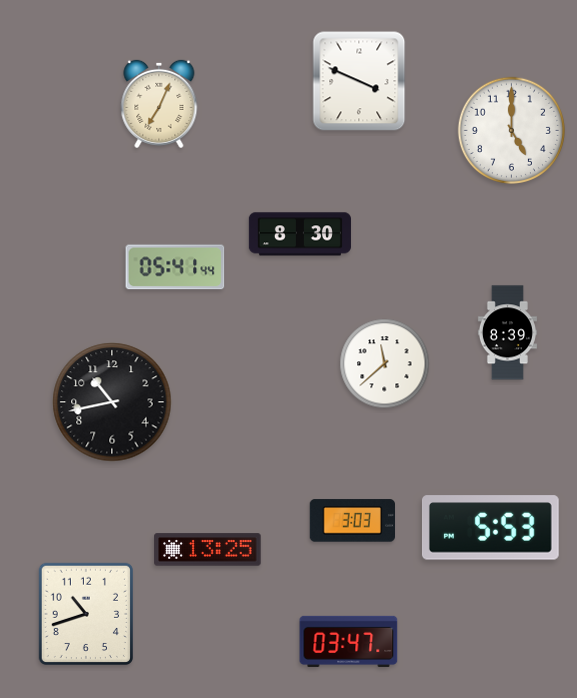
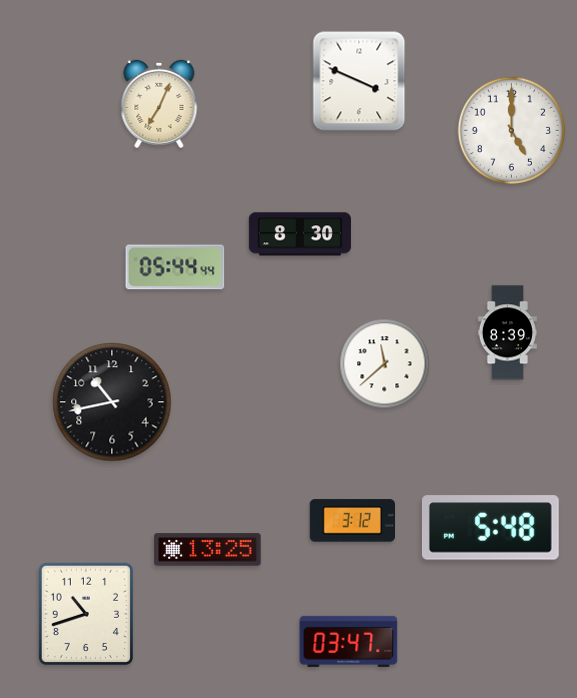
clock at (175, 267): 05:41 -> 05:44
clock at (352, 521): 3:03 -> 3:12
clock at (490, 528): 5:53 -> 5:48
